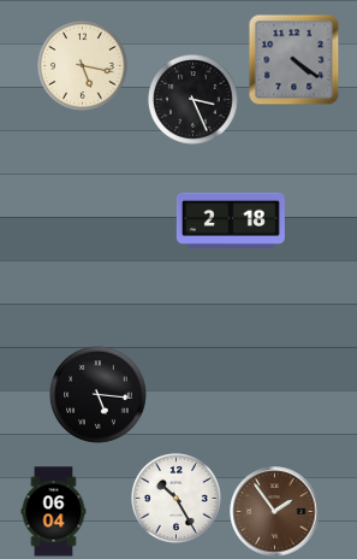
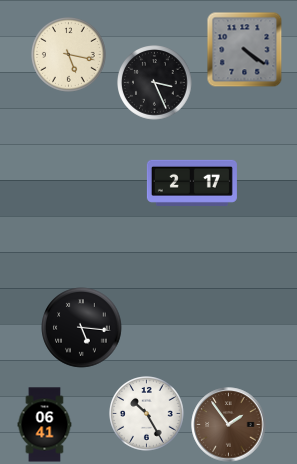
clock at (194, 100) position: (194, 100) -> (155, 83)
clock at (231, 220): 2:18 -> 2:17
clock at (54, 512): 06:04 -> 06:41
